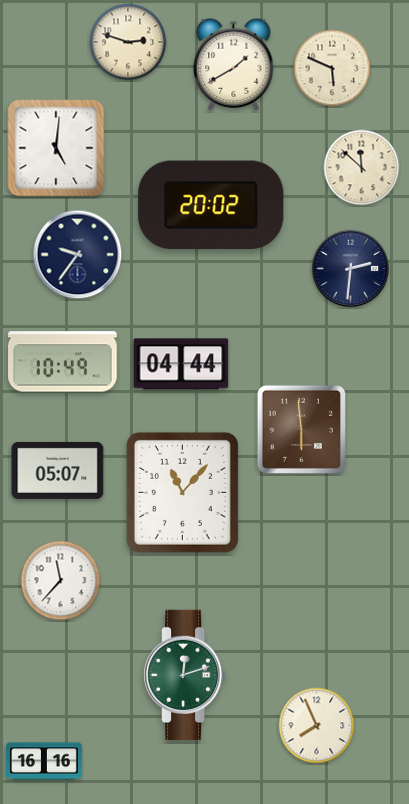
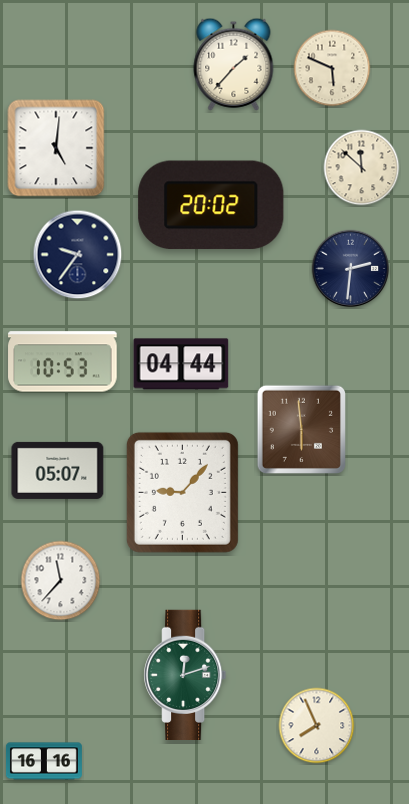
clock at (128, 42): 2:48 -> none
clock at (234, 64): 1:40 -> 1:37
clock at (63, 362): 10:49 -> 10:53
clock at (182, 492): 11:07 -> 9:07
